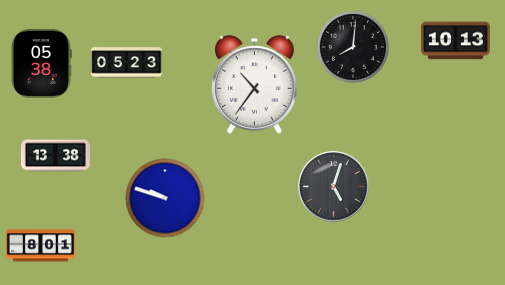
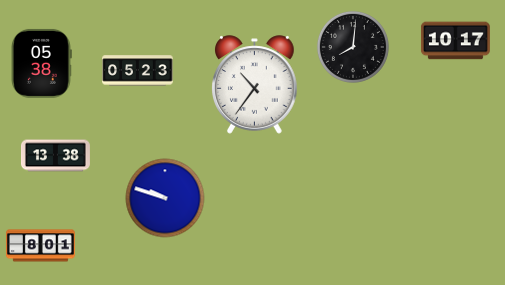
clock at (455, 41): 10:13 -> 10:17
clock at (127, 63) position: (127, 63) -> (138, 71)
clock at (334, 187): 5:03 -> none
